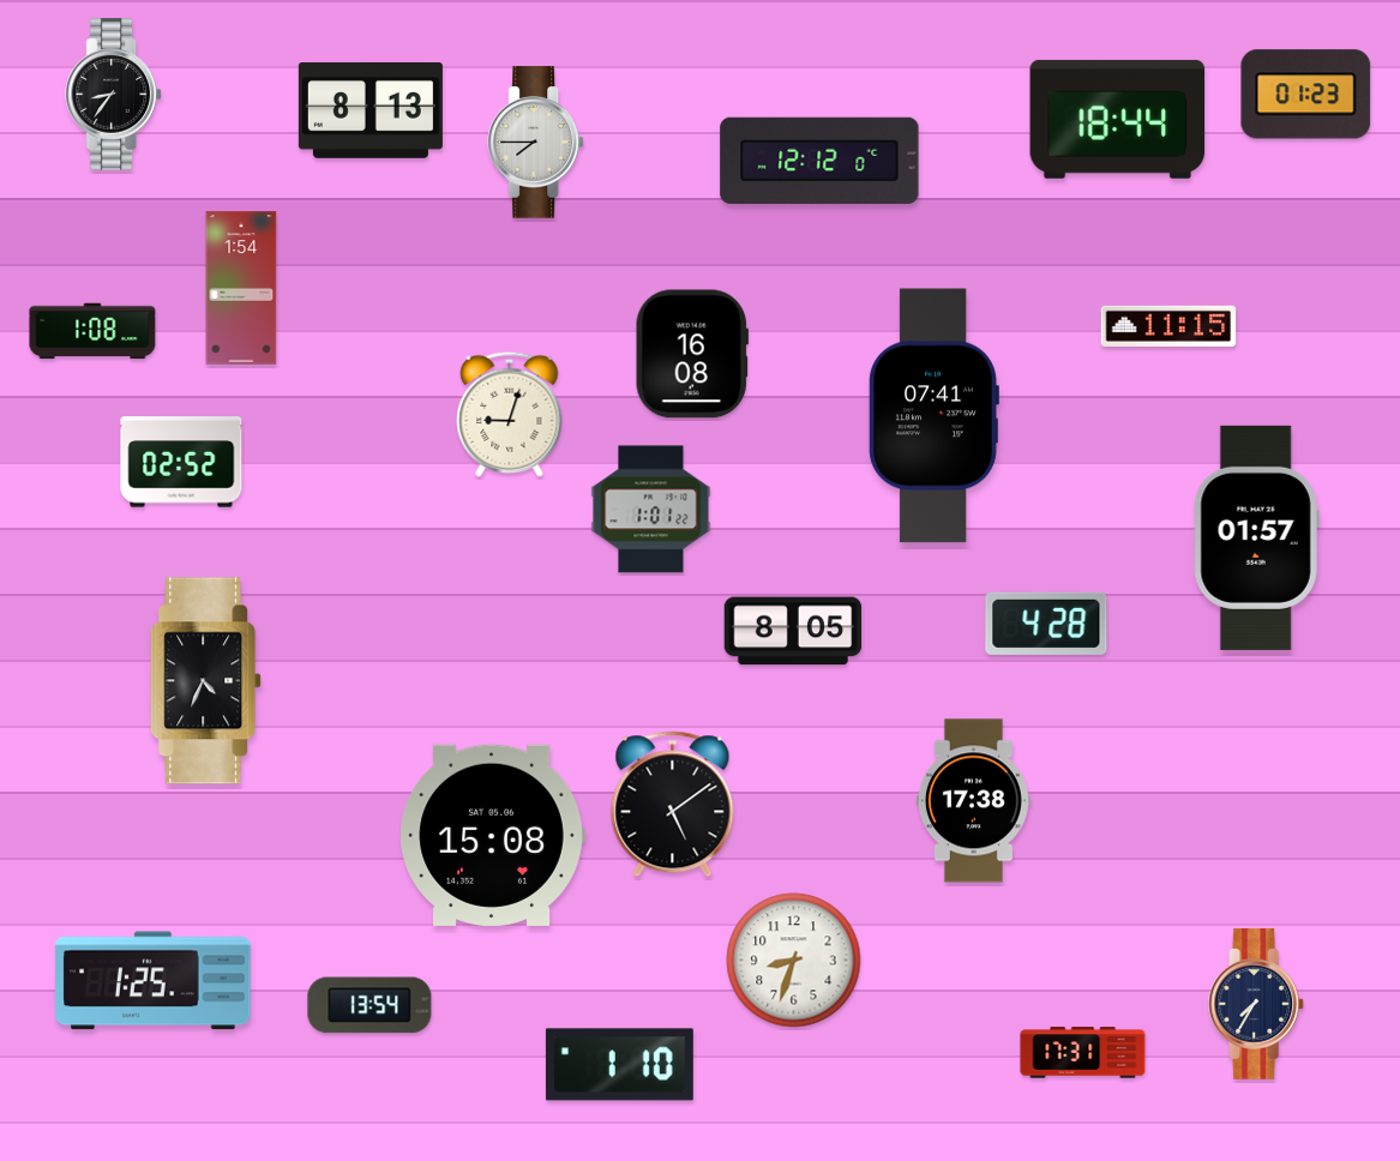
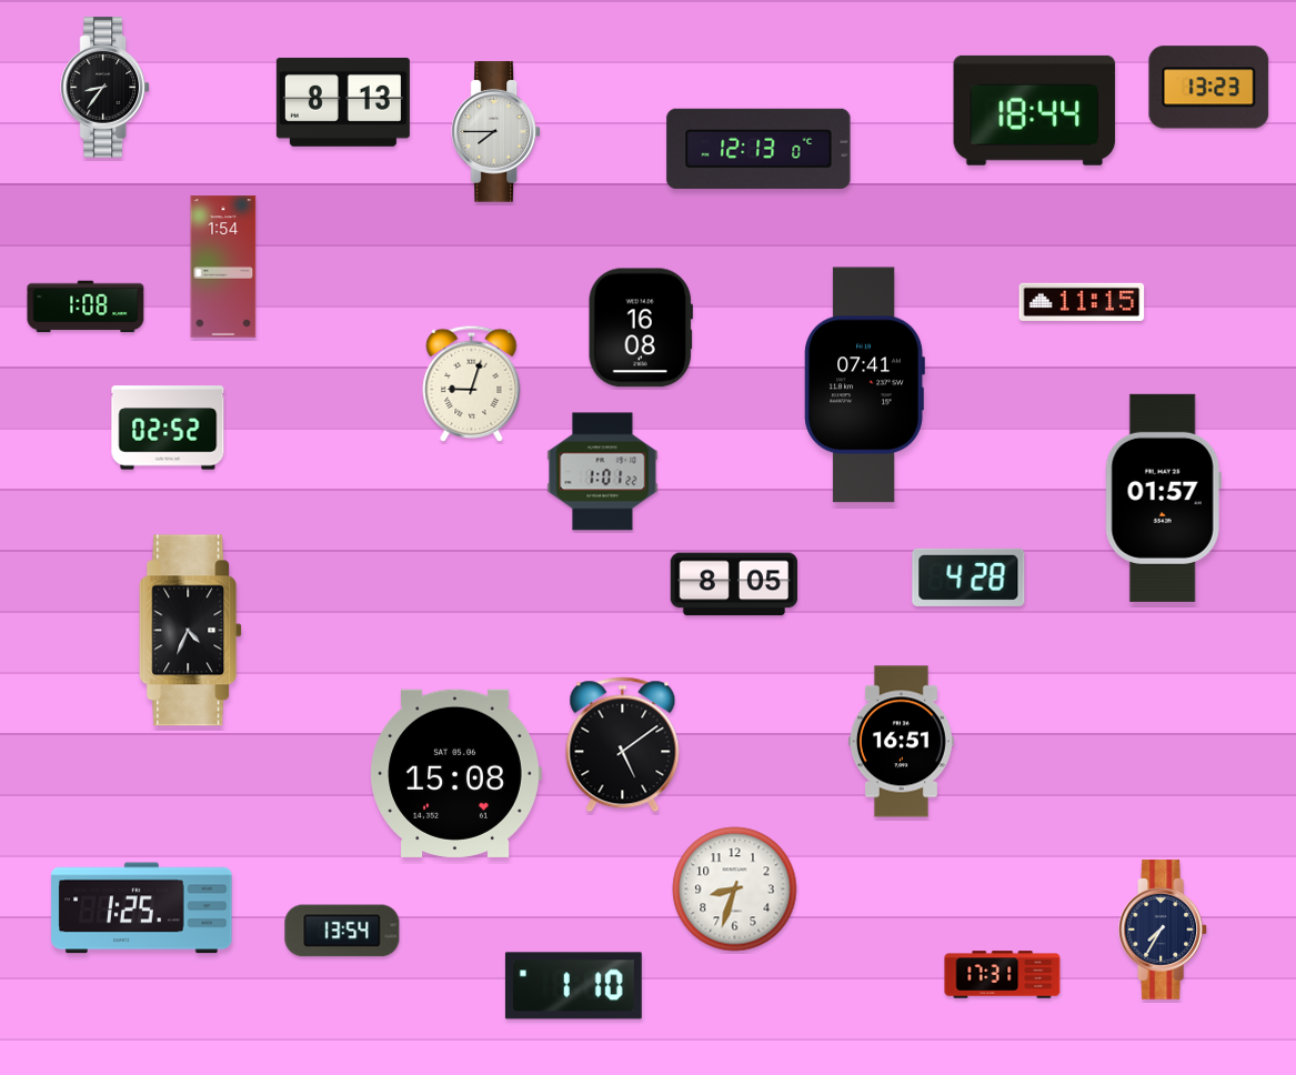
clock at (1306, 95): 01:23 -> 13:23
clock at (819, 161): 12:12 -> 12:13
clock at (973, 801): 17:38 -> 16:51
